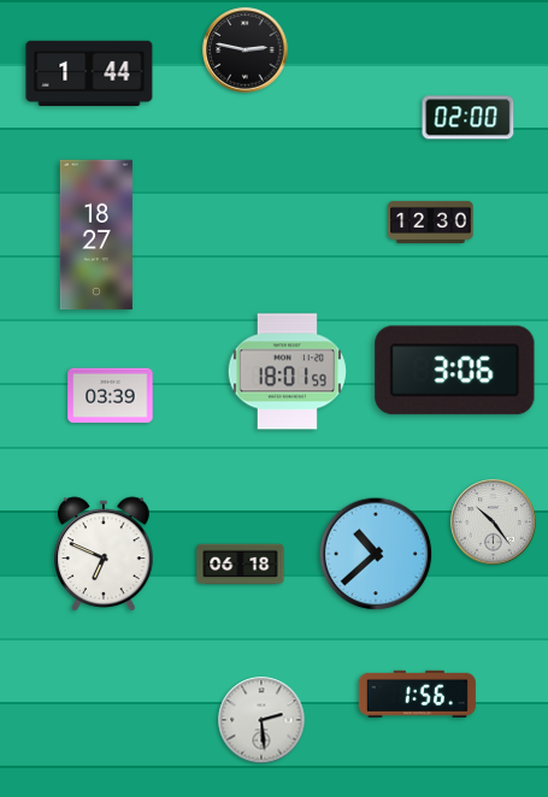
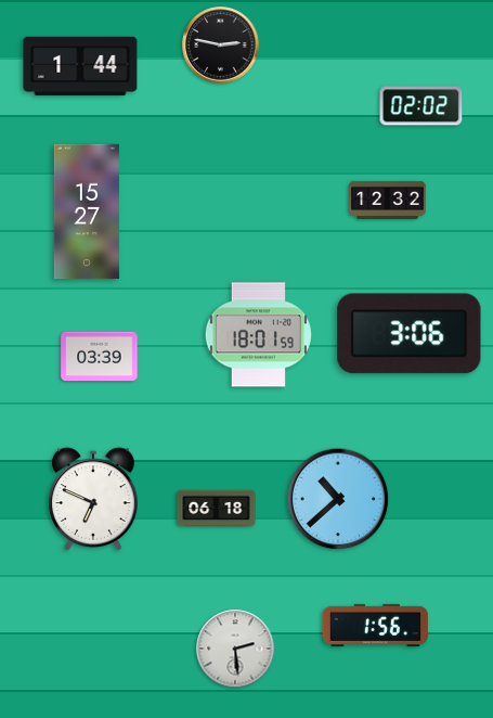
clock at (469, 118): 02:00 -> 02:02
clock at (431, 222): 12:30 -> 12:32
clock at (96, 235): 18:27 -> 15:27
clock at (494, 523): 10:24 -> none
